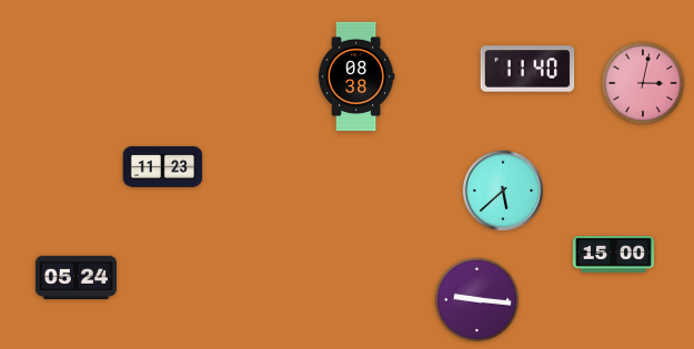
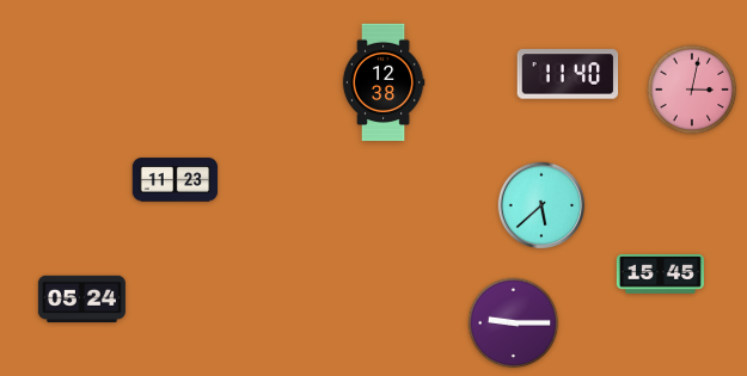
clock at (356, 76): 08:38 -> 12:38
clock at (613, 255): 15:00 -> 15:45
clock at (477, 300): 9:16 -> 9:15
